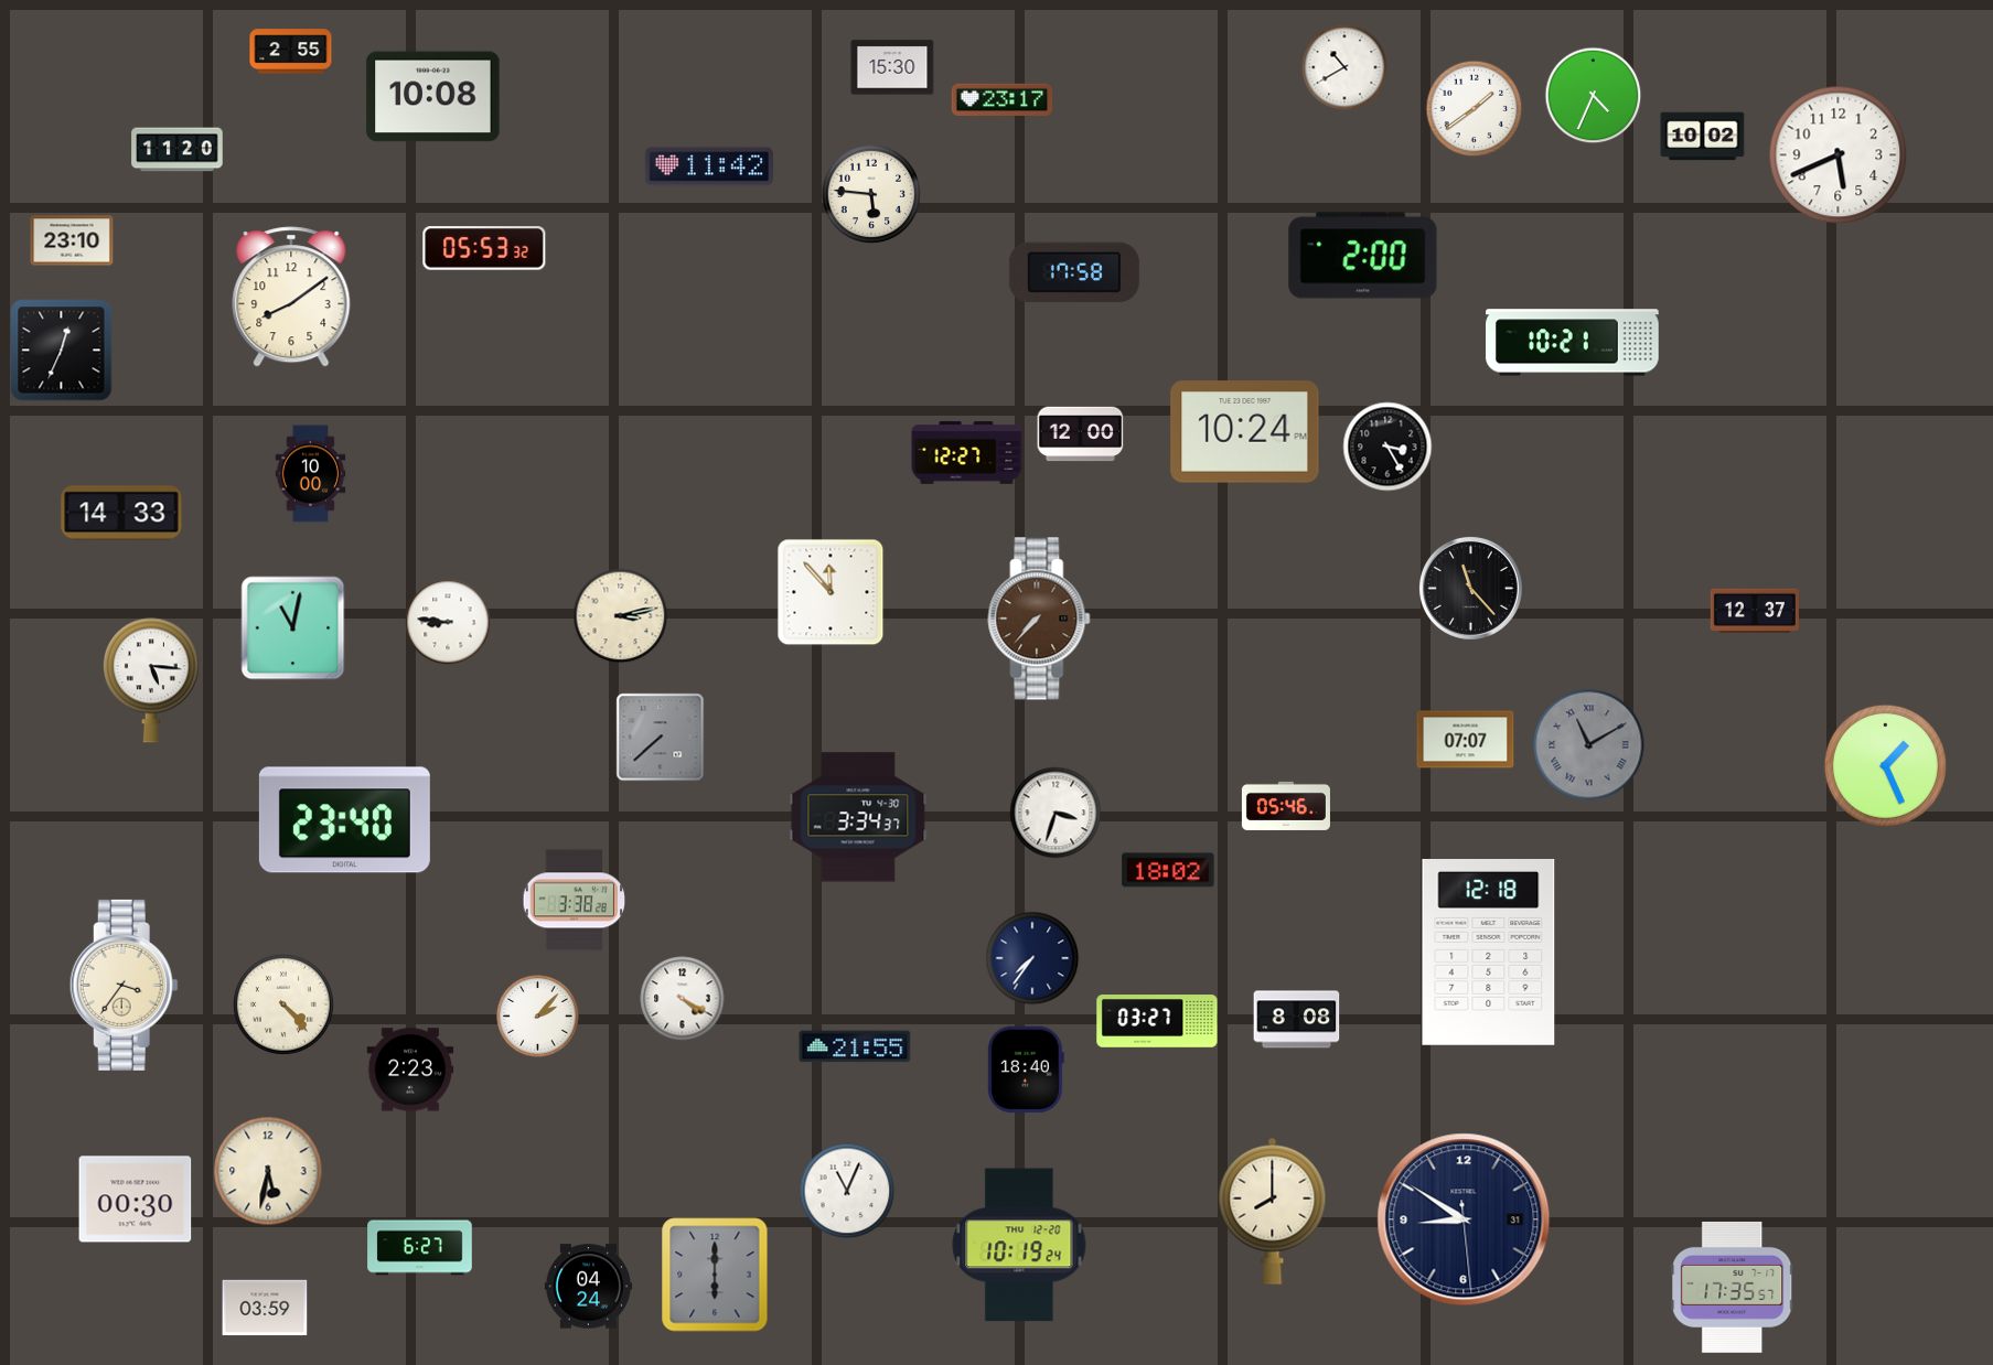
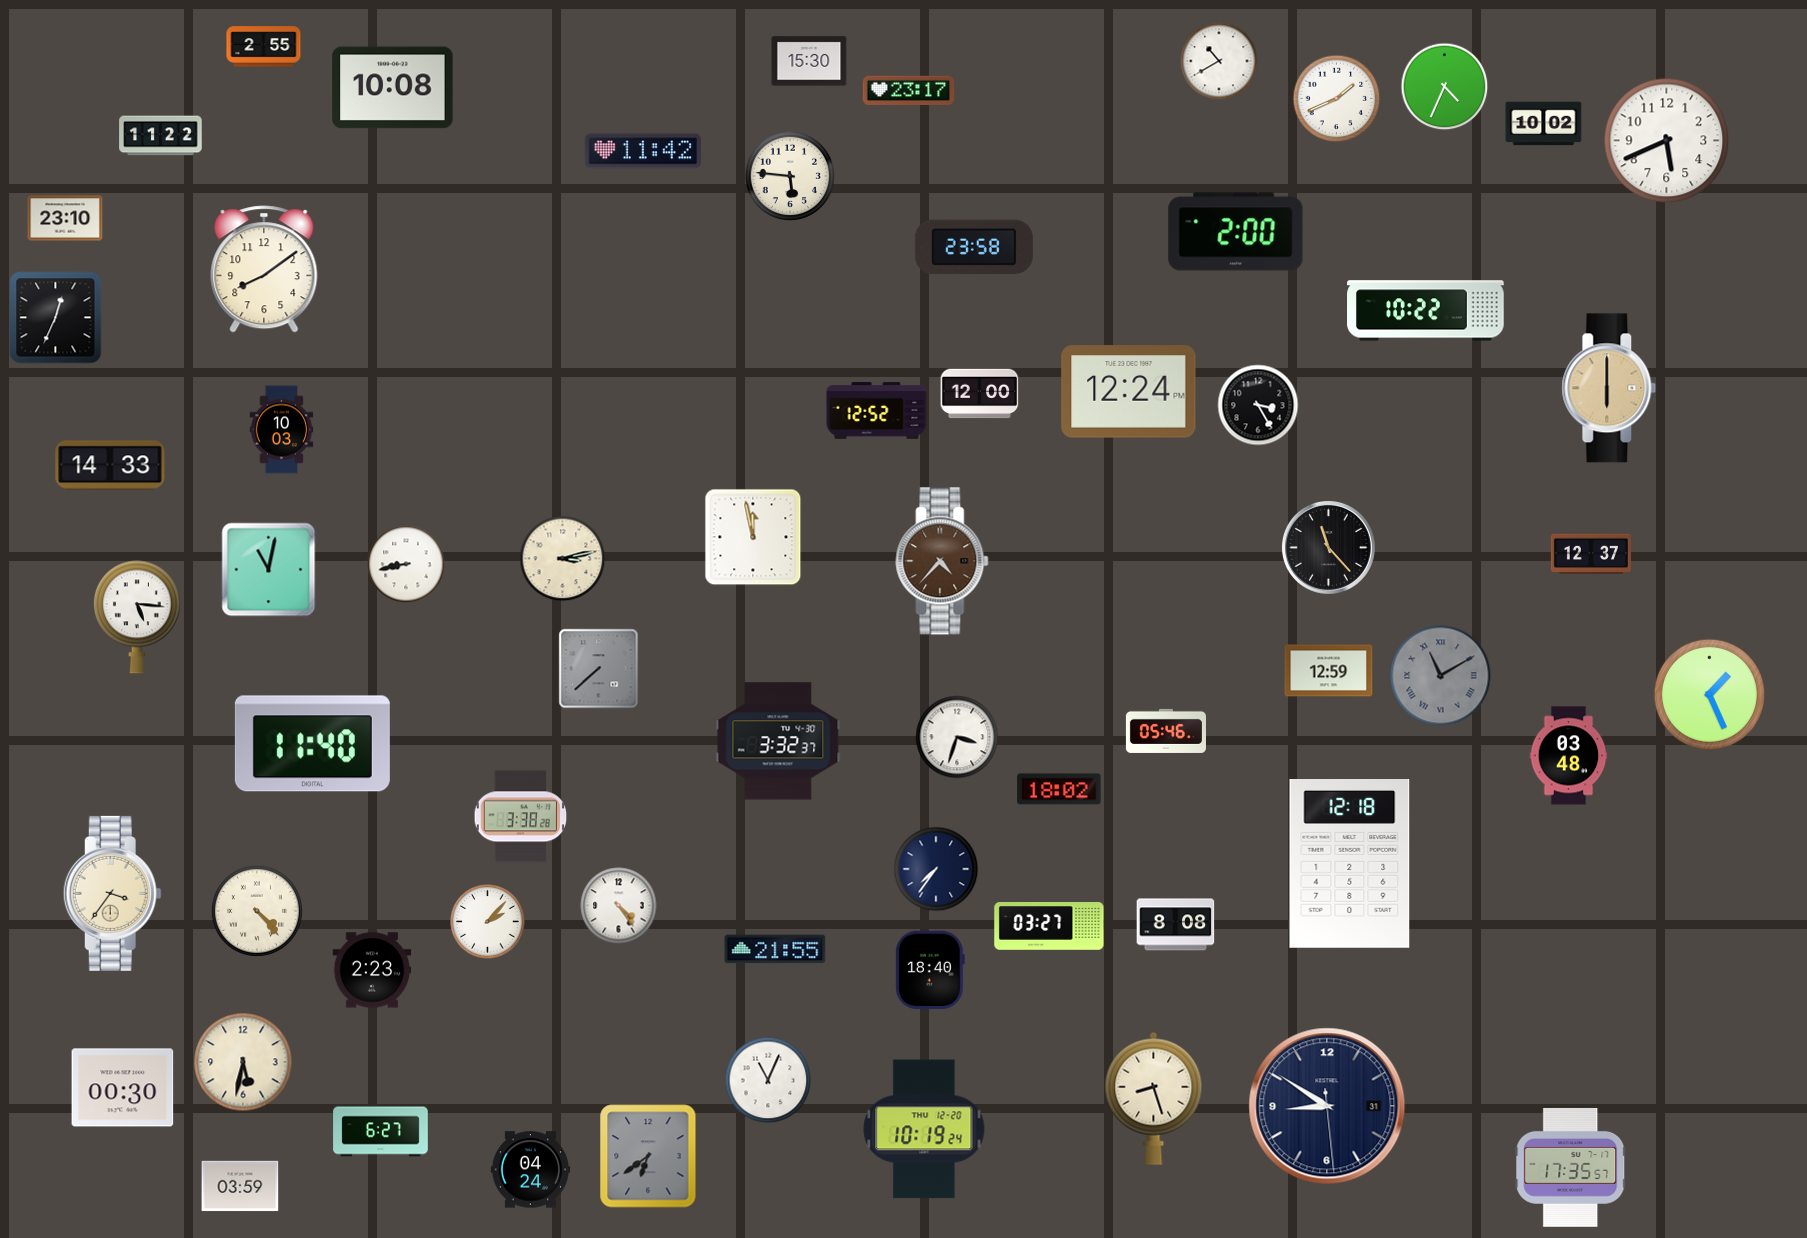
clock at (1475, 109): 1:39 -> 1:41
clock at (178, 150): 11:20 -> 11:22
clock at (484, 248): 05:53 -> none
clock at (1074, 272): 17:58 -> 23:58
clock at (1573, 343): 10:21 -> 10:22
clock at (1609, 388): none -> 6:00
clock at (1245, 432): 10:24 -> 12:24
clock at (967, 453): 12:27 -> 12:52
clock at (311, 474): 10:00 -> 10:03
clock at (1470, 588) position: (1470, 588) -> (1328, 547)
clock at (831, 592): 11:53 -> 11:58
clock at (1039, 619): 7:37 -> 4:37
clock at (448, 622): 8:46 -> 8:43
clock at (293, 628) position: (293, 628) -> (269, 570)
clock at (1466, 740): 07:07 -> 12:59
clock at (858, 817): 3:34 -> 3:32
clock at (344, 820): 23:40 -> 11:40
clock at (1569, 756): none -> 03:48
clock at (683, 999): 4:20 -> 4:24
clock at (1273, 1211): 8:00 -> 8:27
clock at (715, 1275): 6:00 -> 6:39
clock at (589, 1287) position: (589, 1287) -> (531, 1170)
